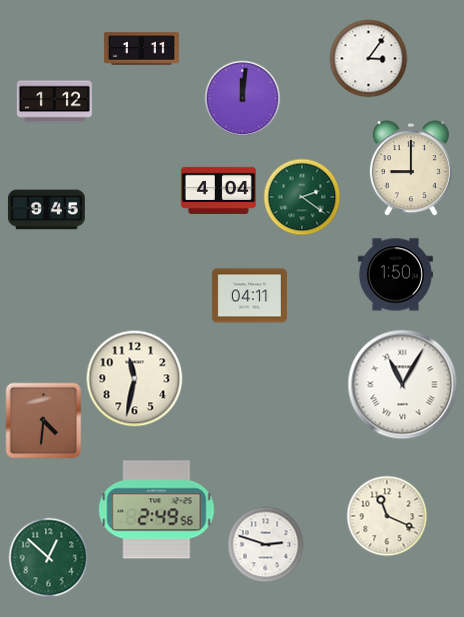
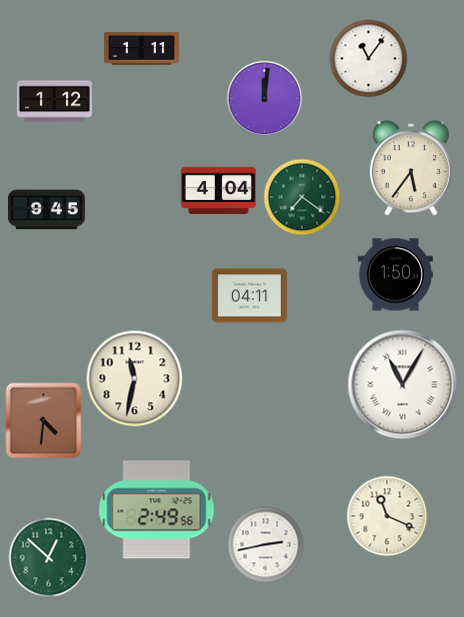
clock at (369, 59): 3:06 -> 11:06
clock at (243, 99) position: (243, 99) -> (265, 99)
clock at (411, 169): 9:00 -> 5:36
clock at (302, 197): 2:21 -> 7:21
clock at (266, 545): 2:48 -> 2:43
